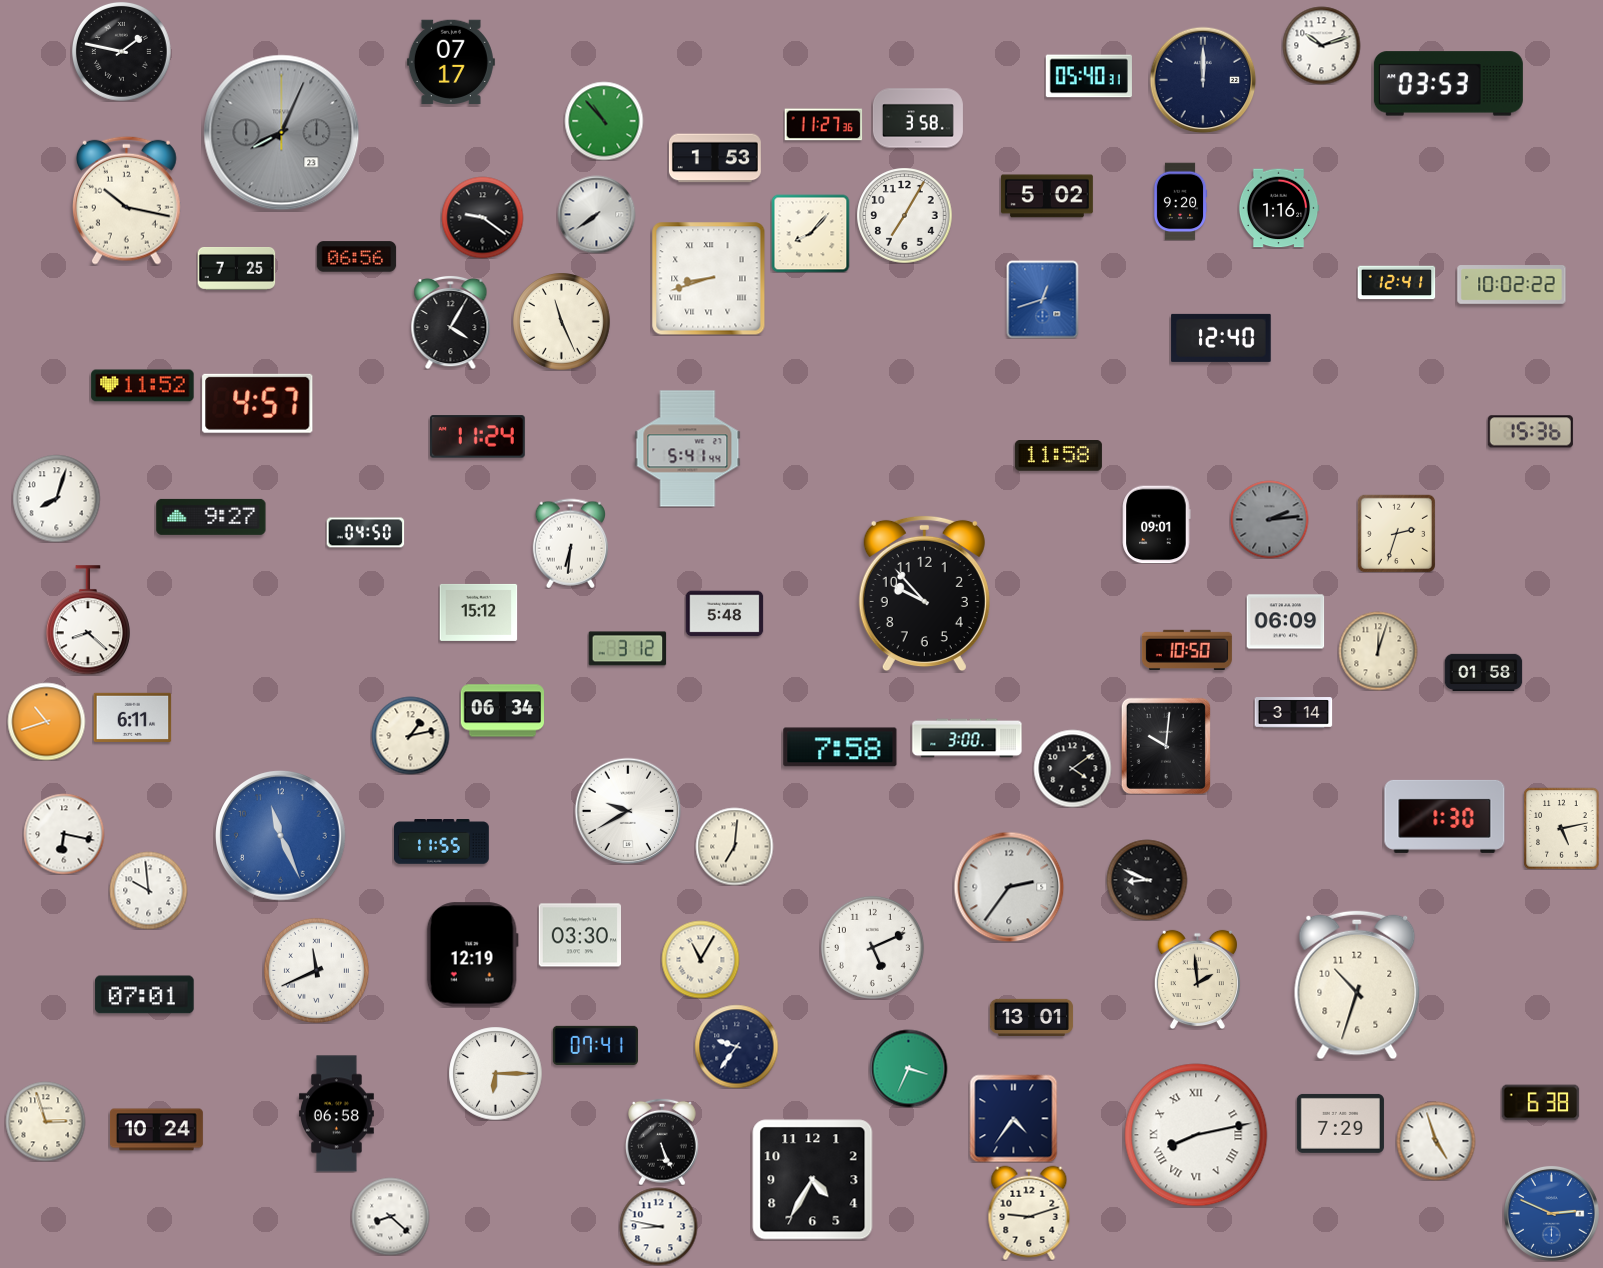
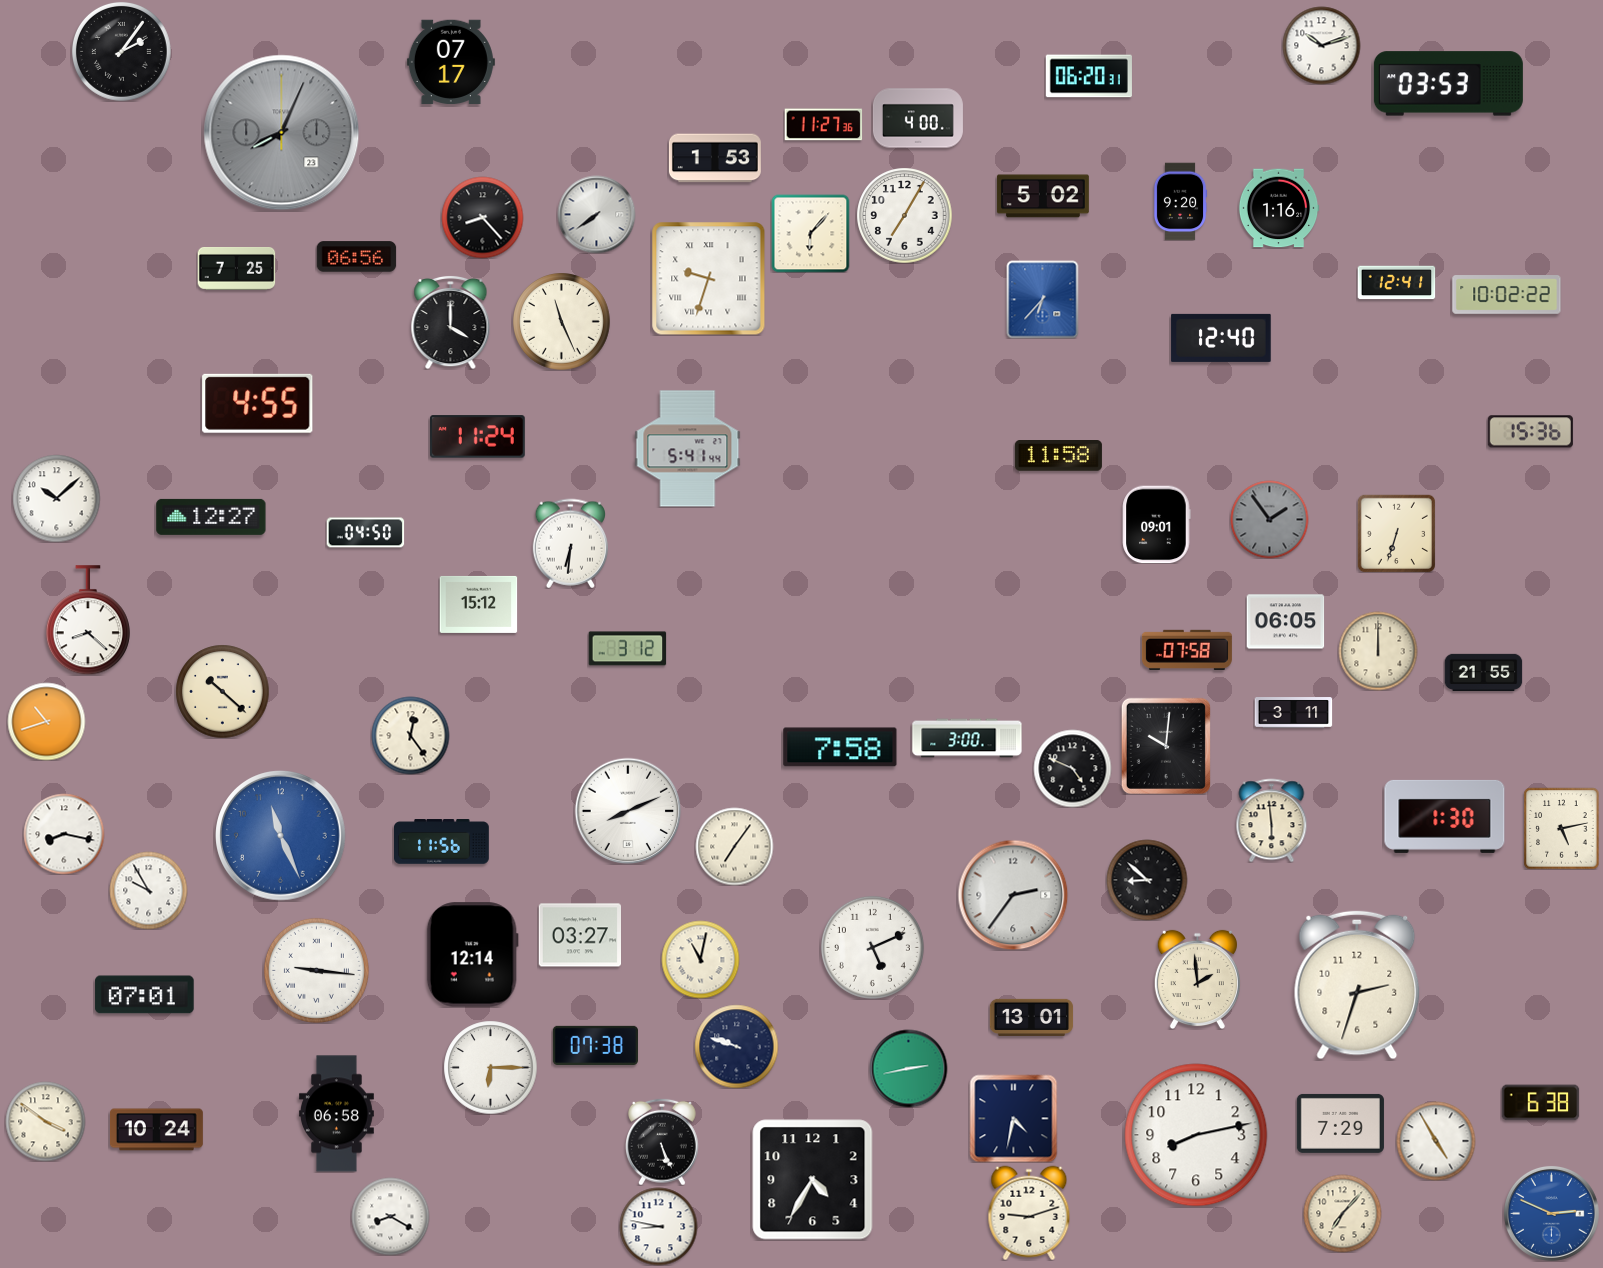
clock at (121, 51): 1:47 -> 2:06
clock at (1089, 76): 05:40 -> 06:20
clock at (1203, 80): 12:00 -> none
clock at (918, 118): 3:58 -> 4:00
clock at (604, 121): 10:53 -> none
clock at (1047, 196) position: (1047, 196) -> (1043, 196)
clock at (126, 200): 10:17 -> none
clock at (482, 217): 9:21 -> 8:23
clock at (810, 233): 8:07 -> 6:07
clock at (709, 279): 8:42 -> 9:33
clock at (1512, 285) position: (1512, 285) -> (1507, 295)
clock at (1043, 299): 12:42 -> 6:37
clock at (451, 322): 4:05 -> 4:00
clock at (143, 386): 11:52 -> none
clock at (258, 403): 4:57 -> 4:55
clock at (56, 498): 8:03 -> 10:08
clock at (211, 517): 9:27 -> 12:27
clock at (1269, 519): 2:14 -> 1:54
clock at (1396, 533): 2:33 -> 6:33
clock at (924, 594): 9:53 -> none
clock at (478, 612) position: (478, 612) -> (478, 604)
clock at (724, 614): 5:48 -> none
clock at (1285, 622): 06:09 -> 06:05
clock at (1187, 650): 10:50 -> 07:58
clock at (1378, 651): 12:03 -> 12:00
clock at (1483, 672): 01:58 -> 21:55
clock at (222, 691): none -> 10:22
clock at (502, 711): 06:34 -> none
clock at (1293, 713): 3:14 -> 3:11
clock at (132, 717): 6:11 -> none
clock at (410, 735): 1:13 -> 12:24
clock at (1072, 768): 4:09 -> 4:49
clock at (628, 811): 9:40 -> 8:11
clock at (1272, 820): none -> 5:59
clock at (64, 834): 6:17 -> 8:17
clock at (442, 842): 11:55 -> 11:56
clock at (734, 846): 7:01 -> 7:06
clock at (1147, 880): 8:49 -> 8:52
clock at (1009, 887) position: (1009, 887) -> (1013, 895)
clock at (148, 890): 9:59 -> 9:55
clock at (579, 935): 03:30 -> 03:27
clock at (472, 955): 12:19 -> 12:14
clock at (700, 959): 11:05 -> 11:02
clock at (316, 970): 11:41 -> 9:16
clock at (1357, 985): 10:33 -> 2:33
clock at (595, 1045): 07:41 -> 07:38
clock at (736, 1046): 9:36 -> 9:48
clock at (908, 1068): 3:34 -> 2:43
clock at (495, 1073) position: (495, 1073) -> (490, 1067)
clock at (1013, 1118): 4:36 -> 4:32
clock at (45, 1121): 2:57 -> 3:51
clock at (1196, 1135) numerals: Roman -> Arabic
clock at (1436, 1141): 4:57 -> 4:55
clock at (1342, 1213): none -> 7:07
clock at (390, 1216): 8:22 -> 8:20
